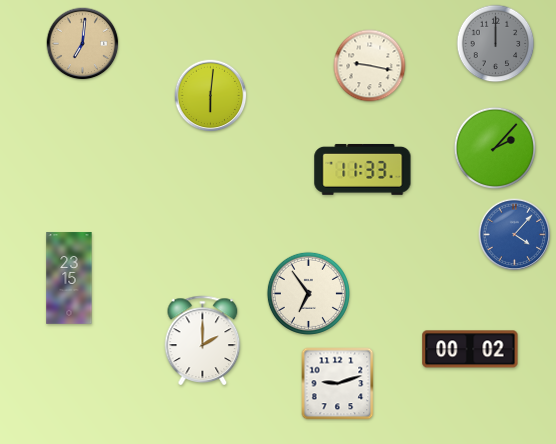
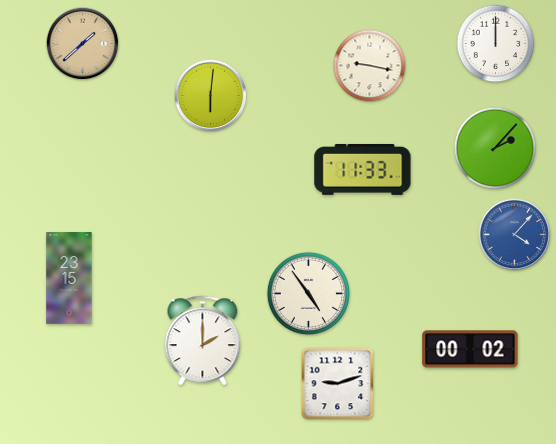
clock at (83, 44): 7:01 -> 1:38
clock at (496, 44) dial: grey -> white
clock at (308, 293): 6:54 -> 4:54
